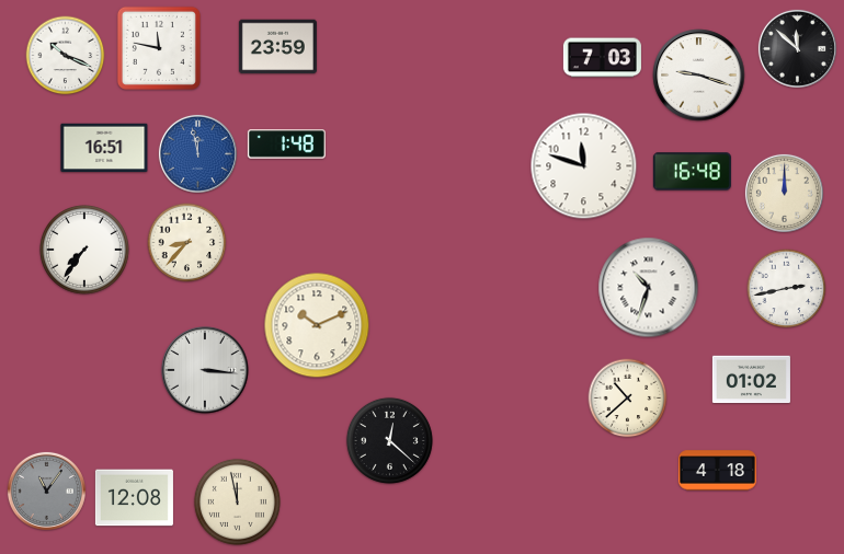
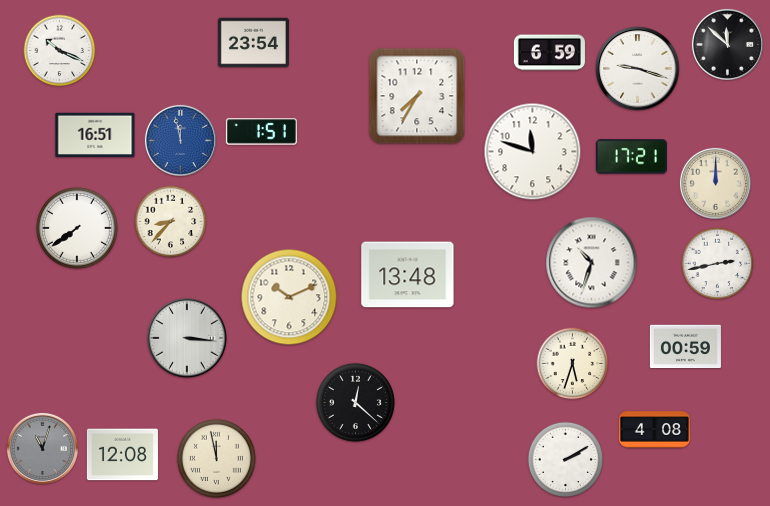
clock at (277, 47): 23:59 -> 23:54
clock at (159, 48): 11:47 -> none
clock at (602, 58): 7:03 -> 6:59
clock at (417, 96): none -> 7:35
clock at (286, 145): 1:48 -> 1:51
clock at (692, 172): 16:48 -> 17:21
clock at (784, 193) position: (784, 193) -> (715, 183)
clock at (85, 251): 7:36 -> 7:39
clock at (408, 275): none -> 13:48
clock at (751, 380): 01:02 -> 00:59
clock at (628, 399): 10:38 -> 5:33
clock at (717, 471): 4:18 -> 4:08
clock at (46, 490): 11:06 -> 11:03
clock at (566, 460): none -> 2:10
